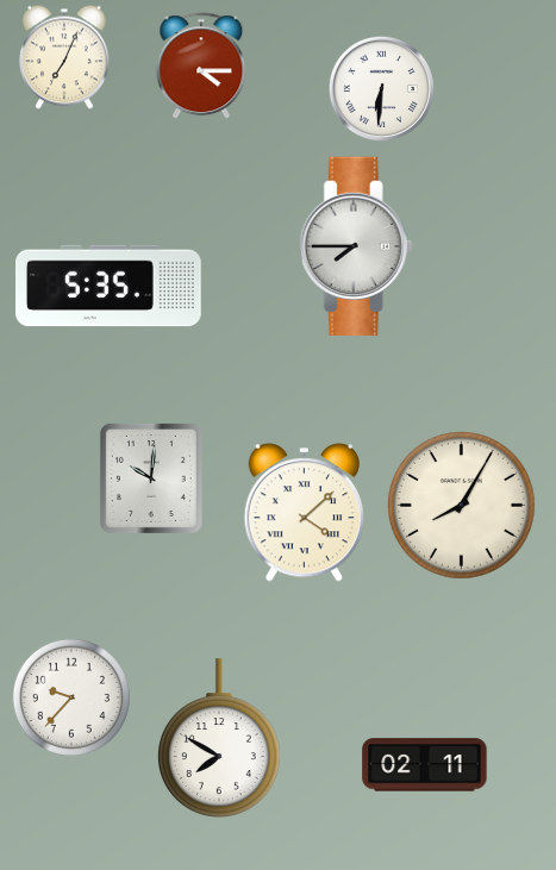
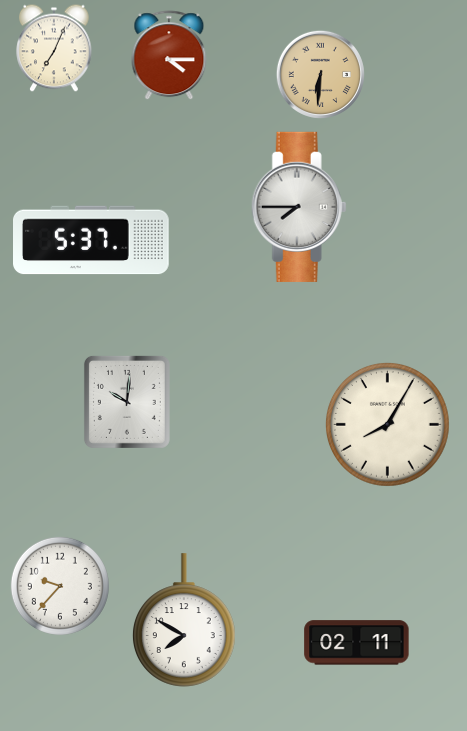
clock at (381, 88) dial: white -> champagne
clock at (110, 286): 5:35 -> 5:37
clock at (304, 513): 4:08 -> none
